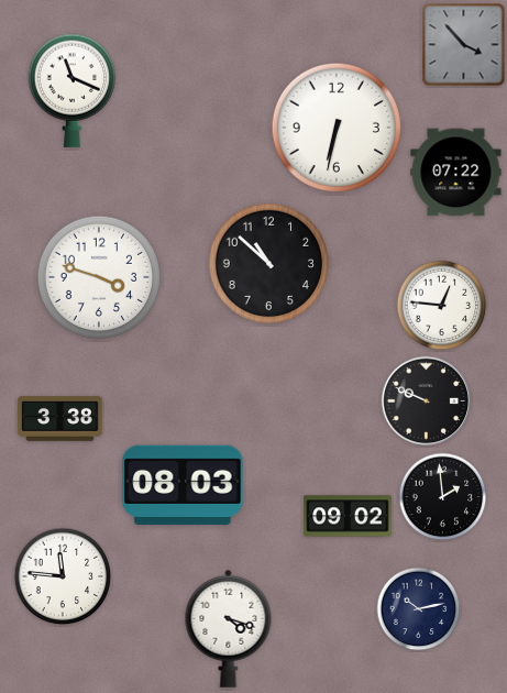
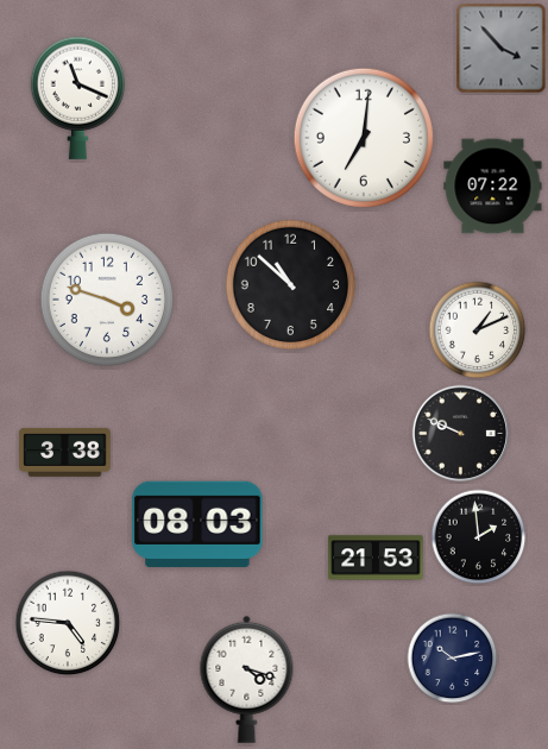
clock at (337, 128): 6:32 -> 7:01
clock at (442, 306): 12:46 -> 1:11
clock at (348, 516): 09:02 -> 21:53
clock at (63, 576): 11:46 -> 4:46
